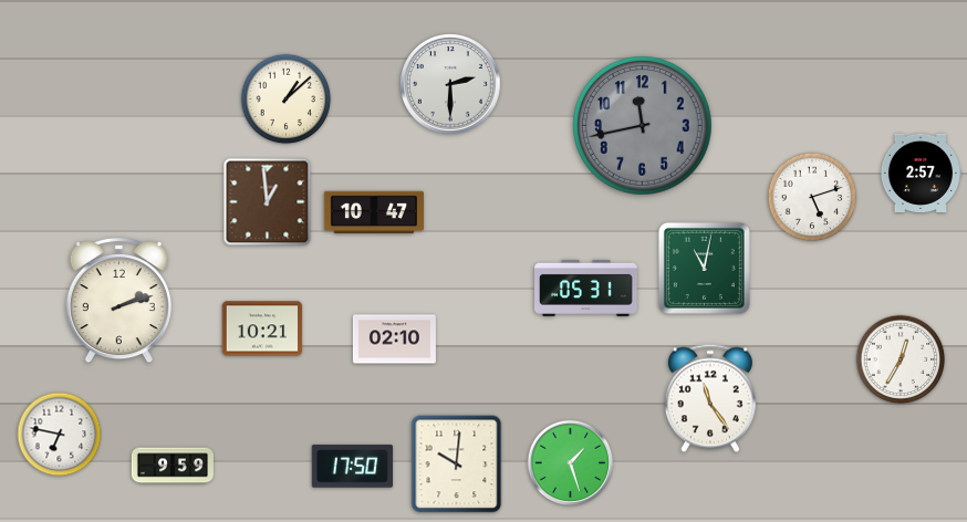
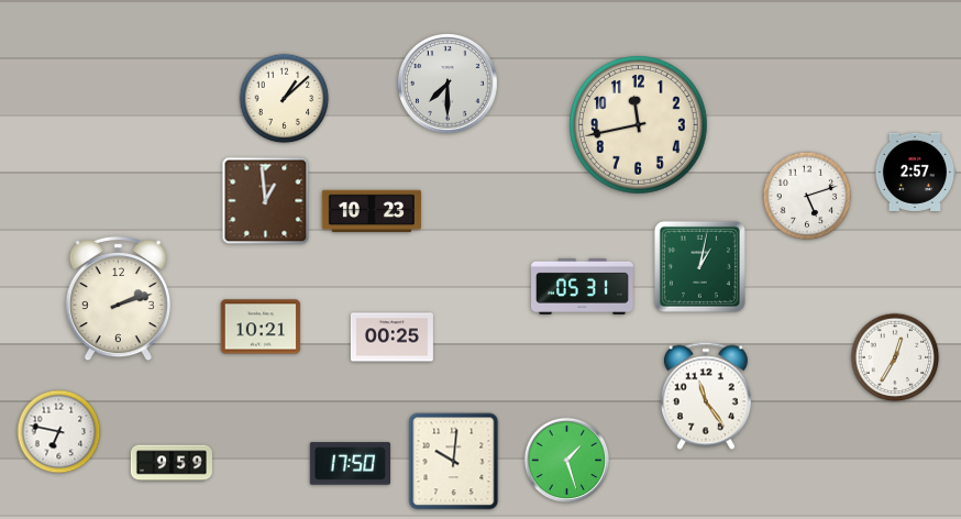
clock at (451, 85): 2:30 -> 7:30
clock at (643, 126) dial: grey -> cream
clock at (374, 212): 10:47 -> 10:23
clock at (704, 268): 11:02 -> 1:02
clock at (394, 340): 02:10 -> 00:25
